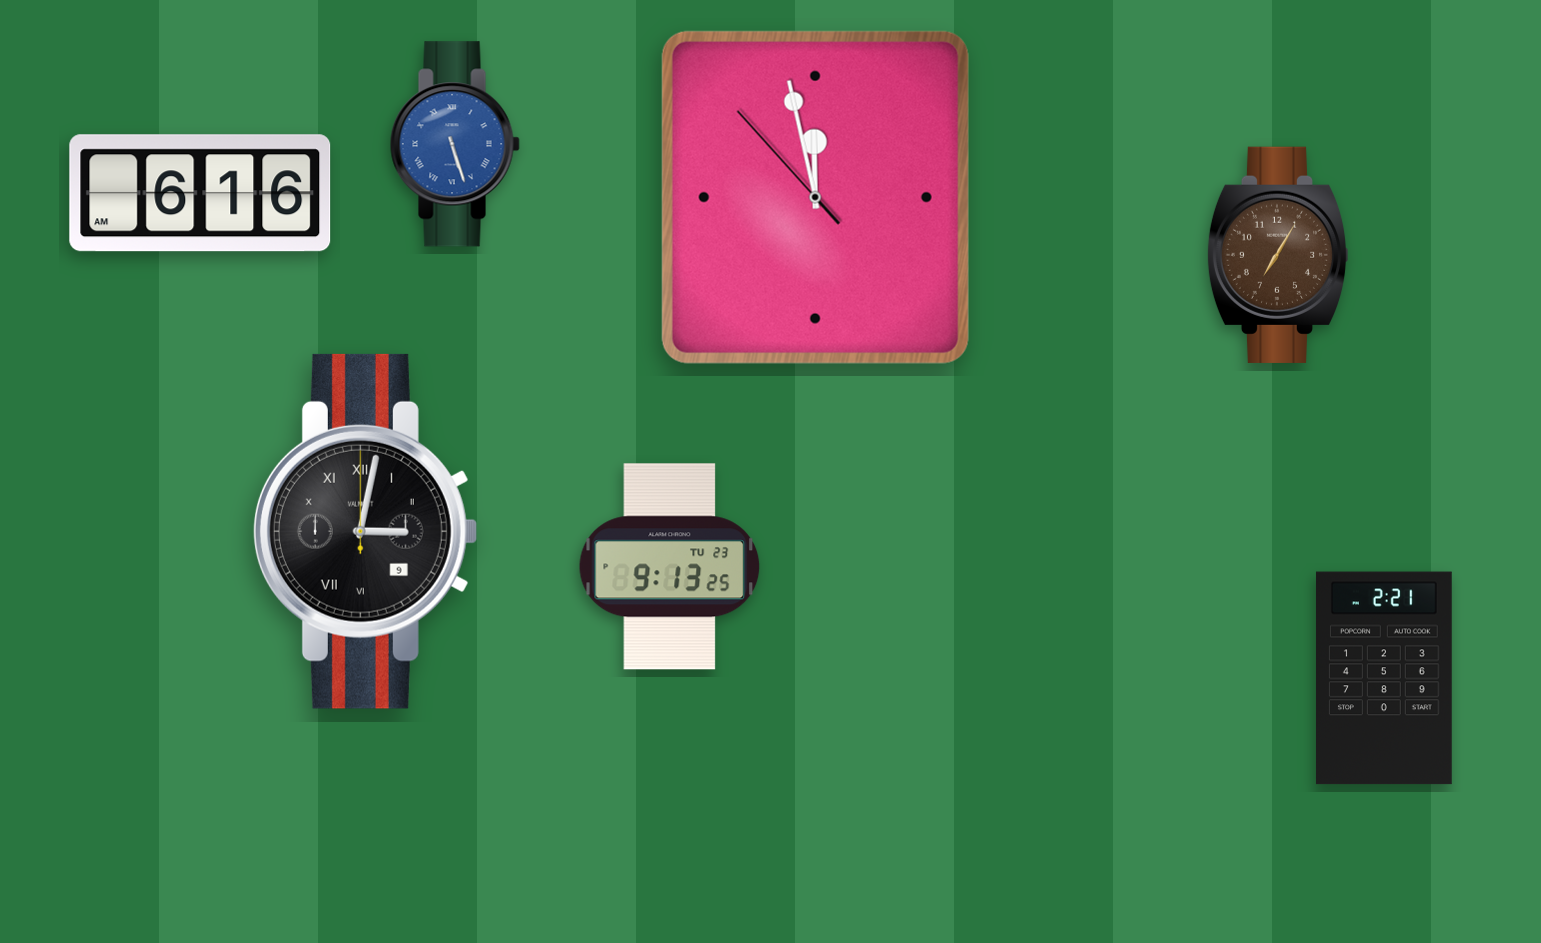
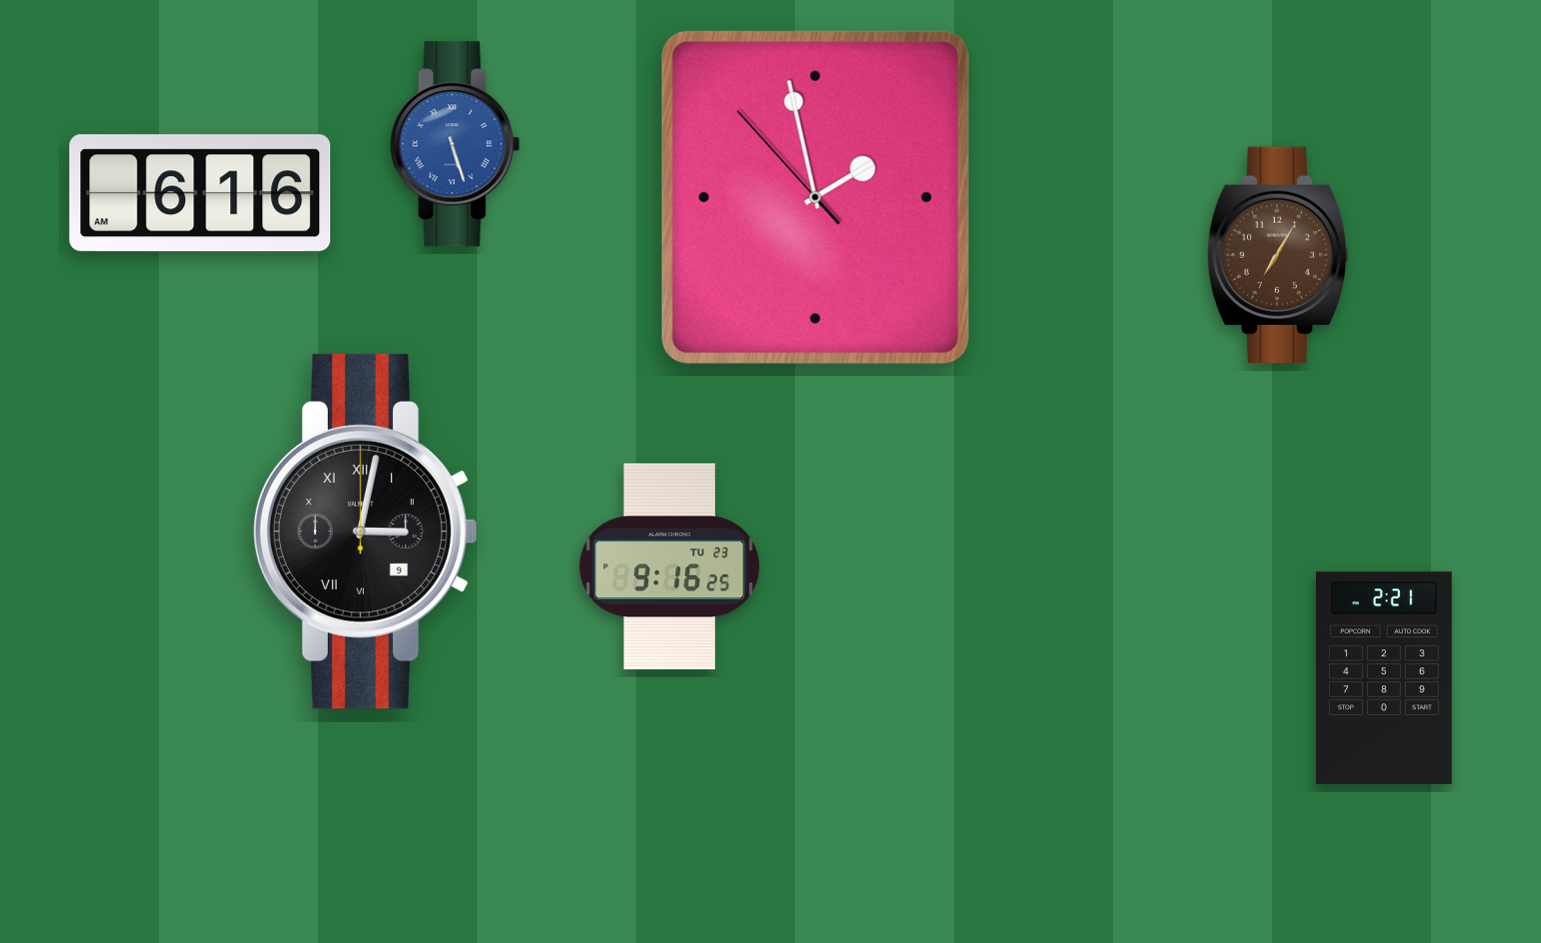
clock at (815, 197): 11:57 -> 1:57
clock at (670, 567): 9:13 -> 9:16
